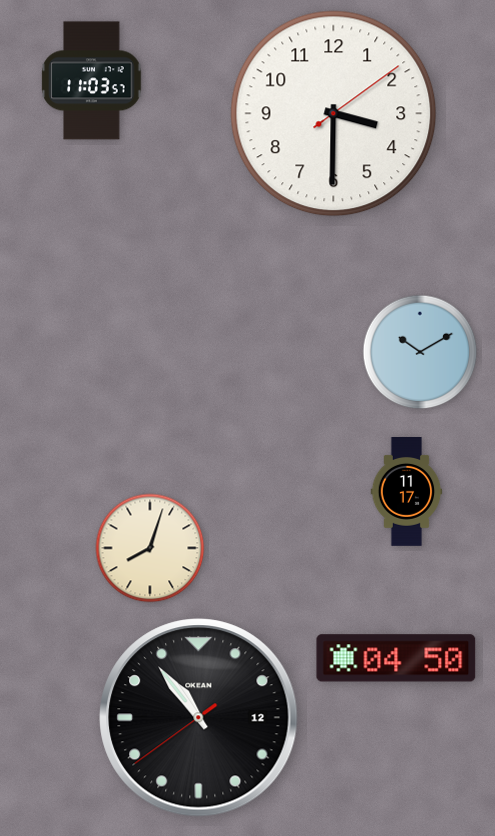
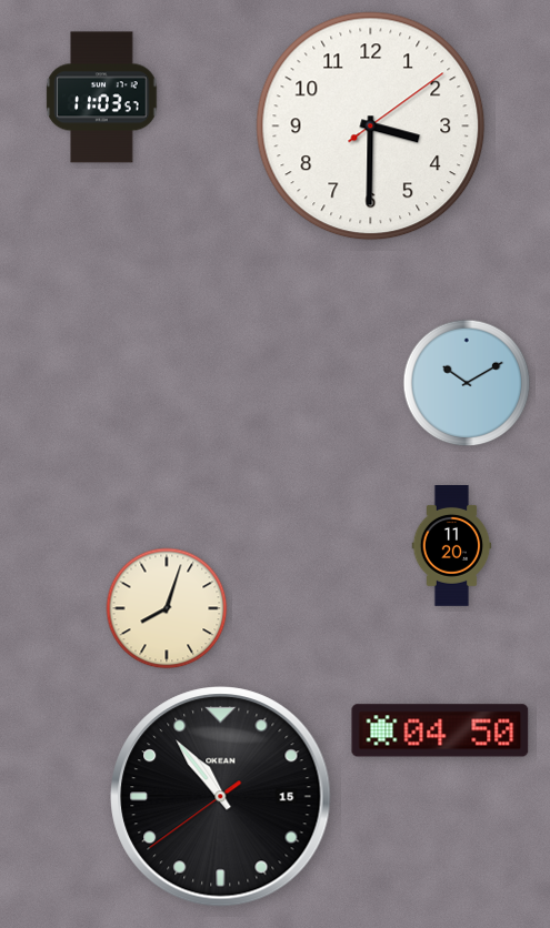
clock at (92, 81) position: (92, 81) -> (102, 98)
clock at (420, 352) position: (420, 352) -> (467, 383)
clock at (407, 492): 11:17 -> 11:20
clock at (199, 718) date: 12 -> 15
